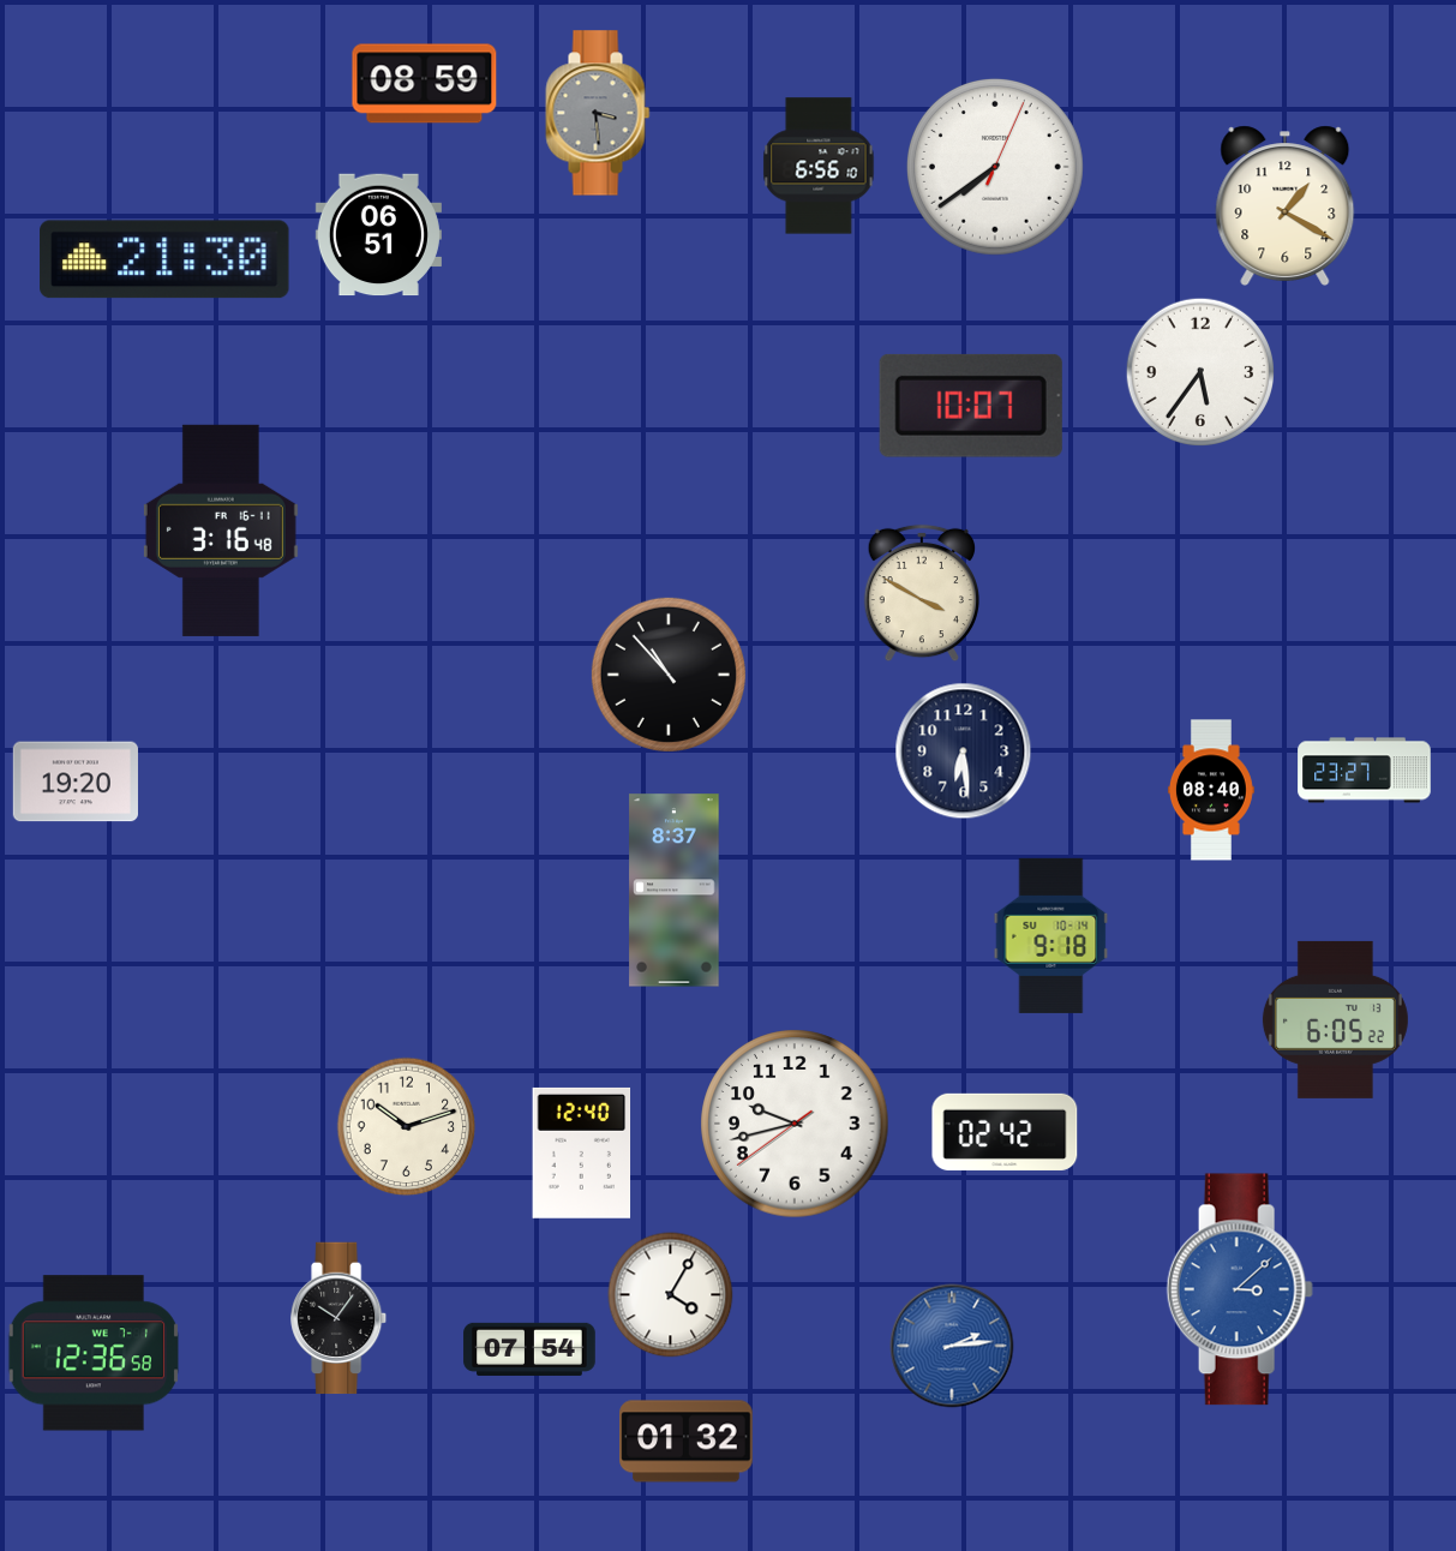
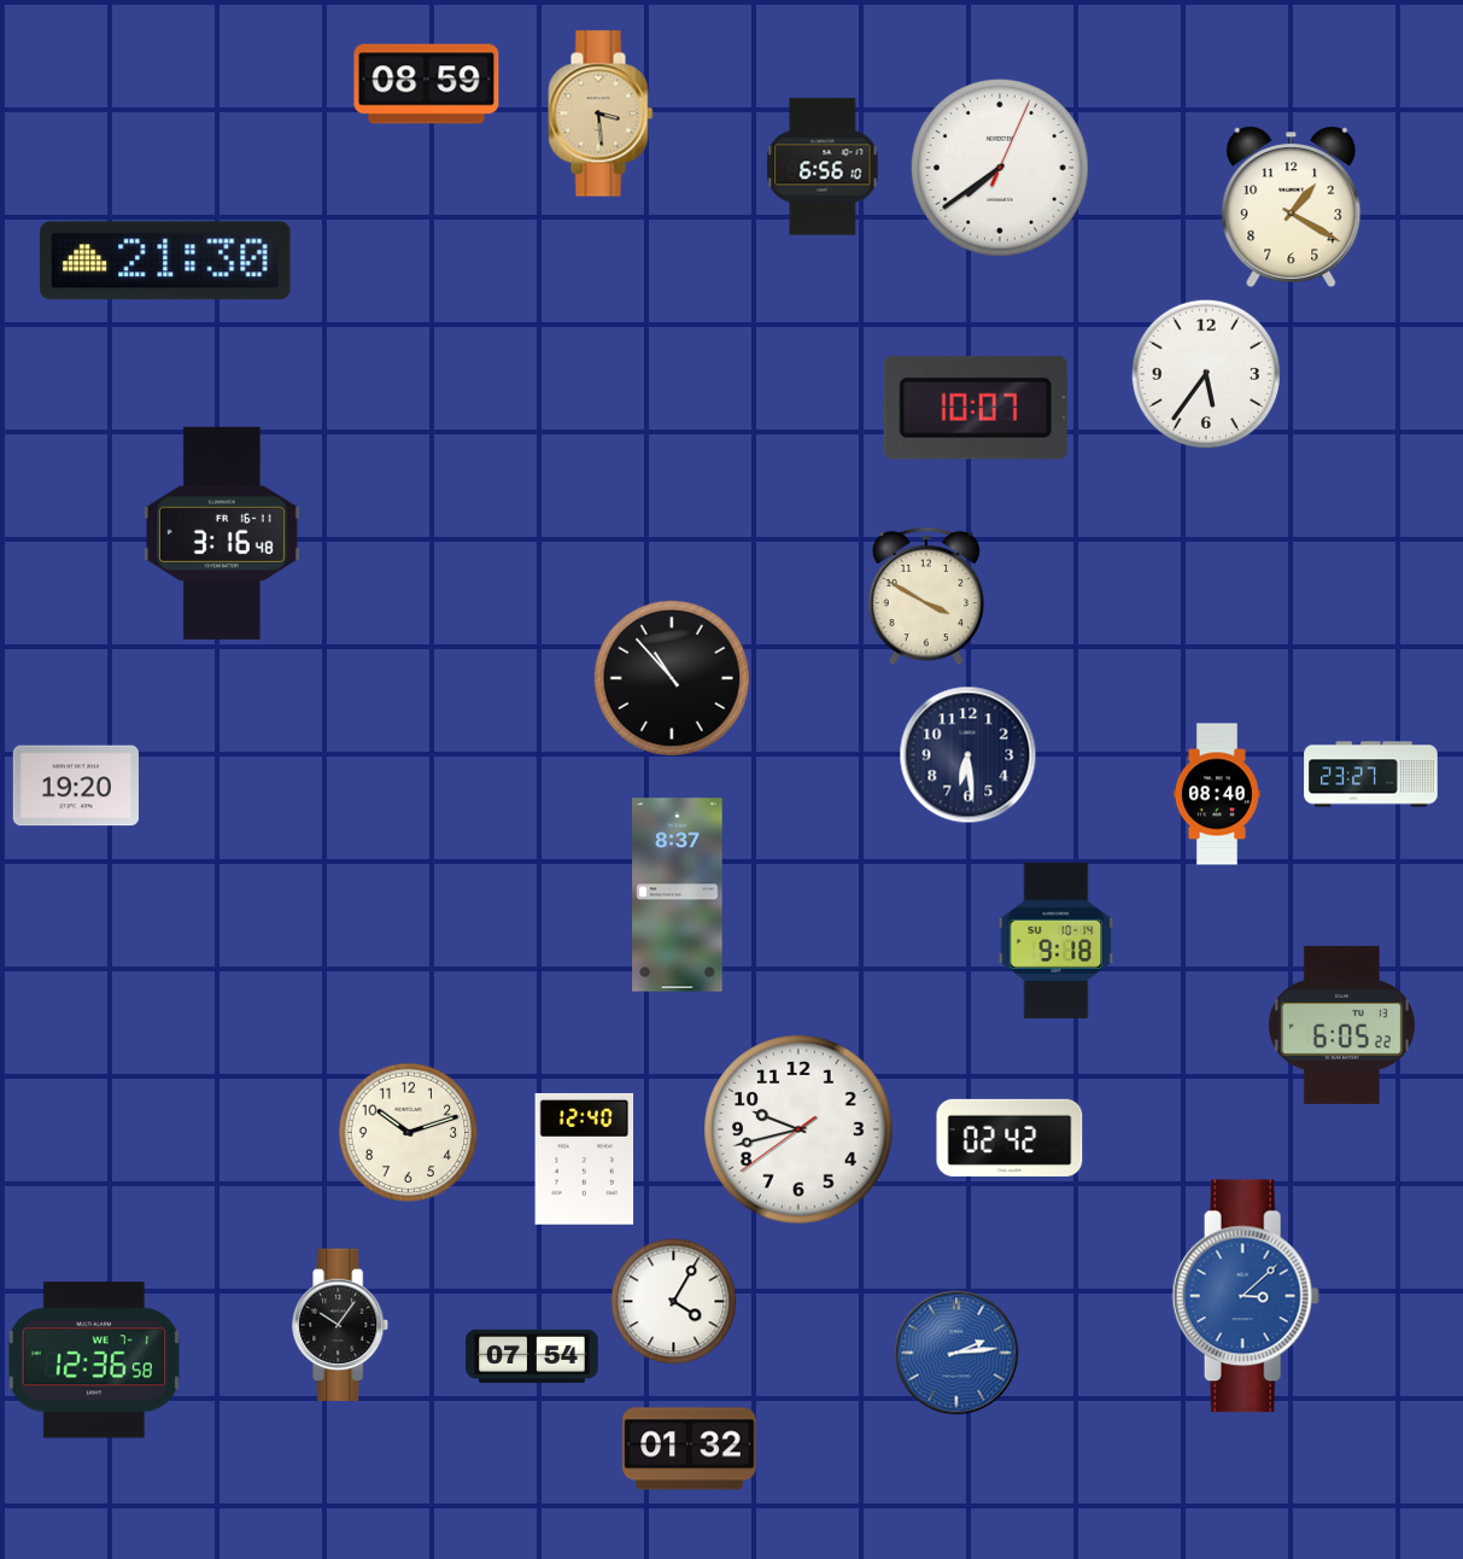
clock at (598, 113) dial: grey -> champagne
clock at (378, 235): 06:51 -> none
